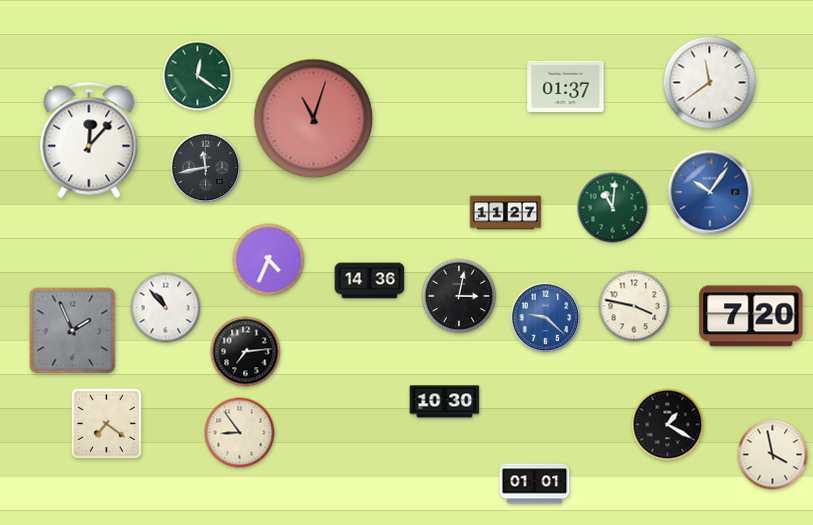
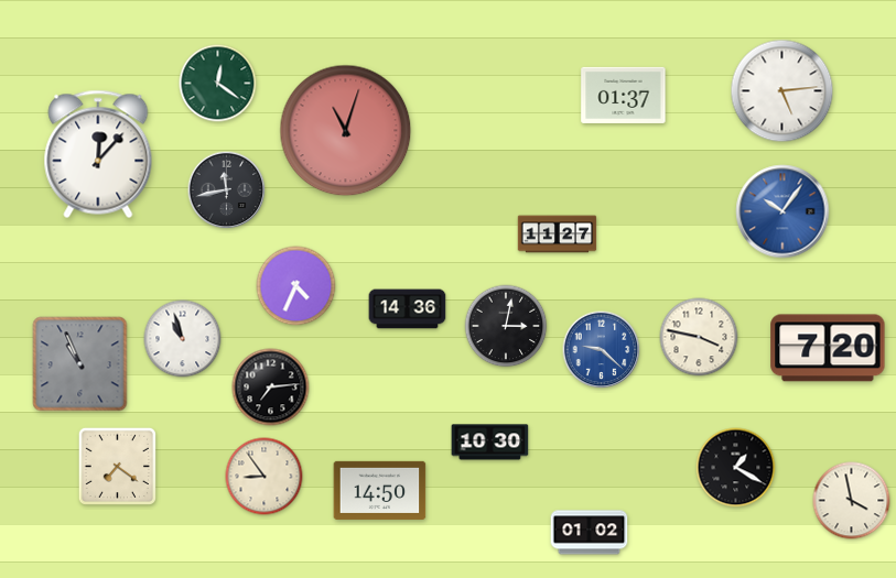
clock at (710, 83): 11:39 -> 5:14
clock at (206, 168) position: (206, 168) -> (227, 190)
clock at (613, 208): 11:01 -> none
clock at (166, 308): 10:53 -> 10:57
clock at (73, 331): 1:56 -> 10:56
clock at (380, 490): none -> 14:50
clock at (535, 484): 01:01 -> 01:02
